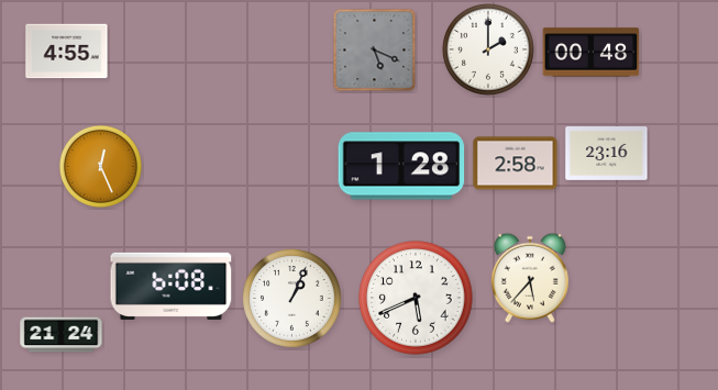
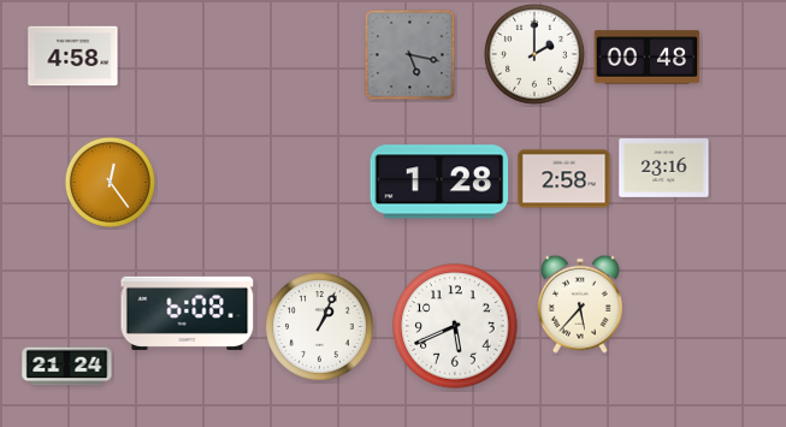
clock at (375, 51): 5:19 -> 5:17
clock at (67, 52): 4:55 -> 4:58
clock at (100, 166): 12:26 -> 12:24
